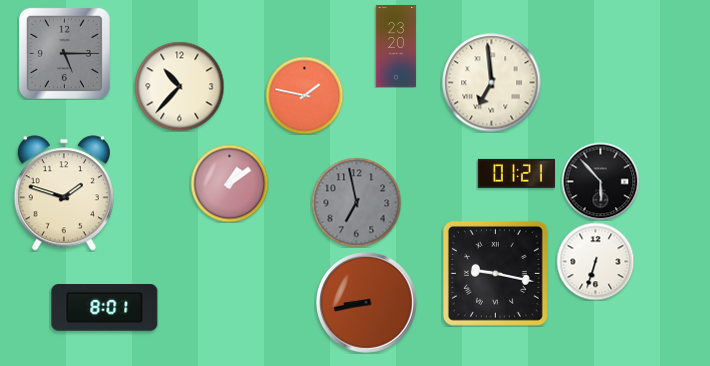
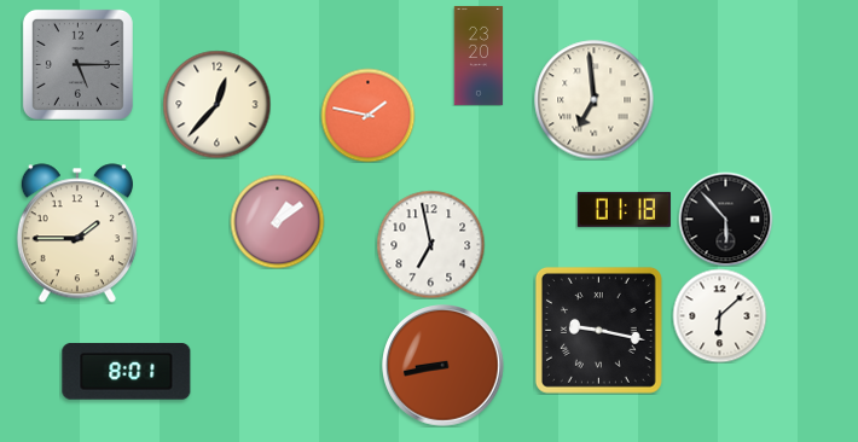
clock at (179, 86): 10:37 -> 12:37
clock at (516, 173): 01:21 -> 01:18
clock at (64, 193): 1:48 -> 1:45
clock at (356, 202) dial: grey -> white
clock at (595, 261): 6:33 -> 6:08
